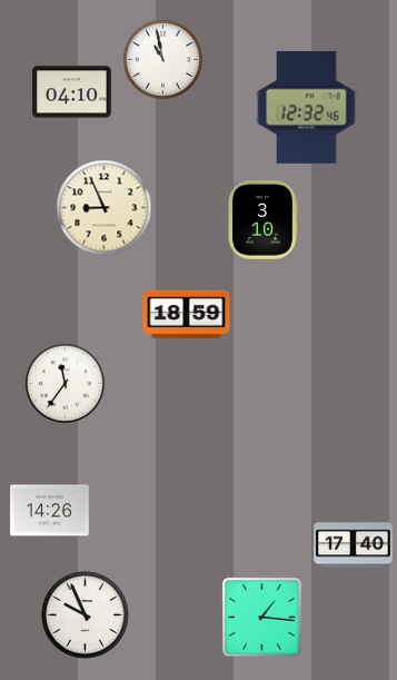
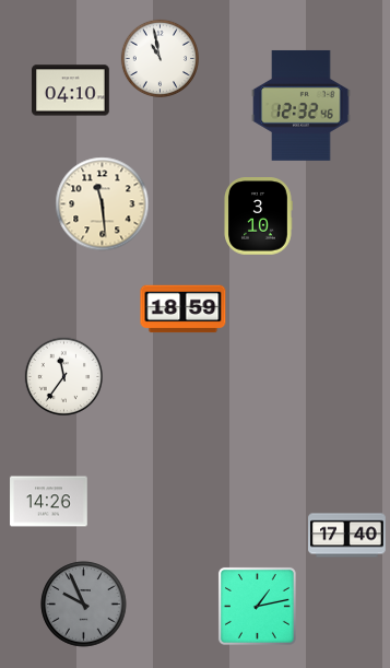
clock at (105, 208): 8:56 -> 11:29
clock at (86, 615) dial: white -> grey
clock at (261, 617): 1:16 -> 1:13
